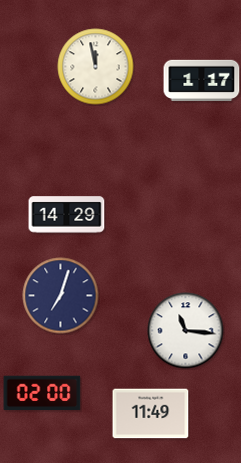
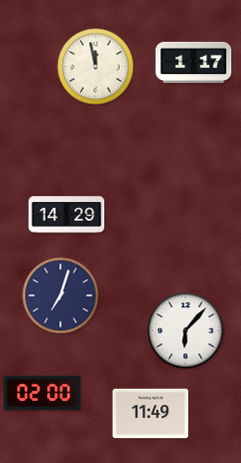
clock at (202, 80) position: (202, 80) -> (194, 62)
clock at (186, 331): 11:16 -> 6:07
